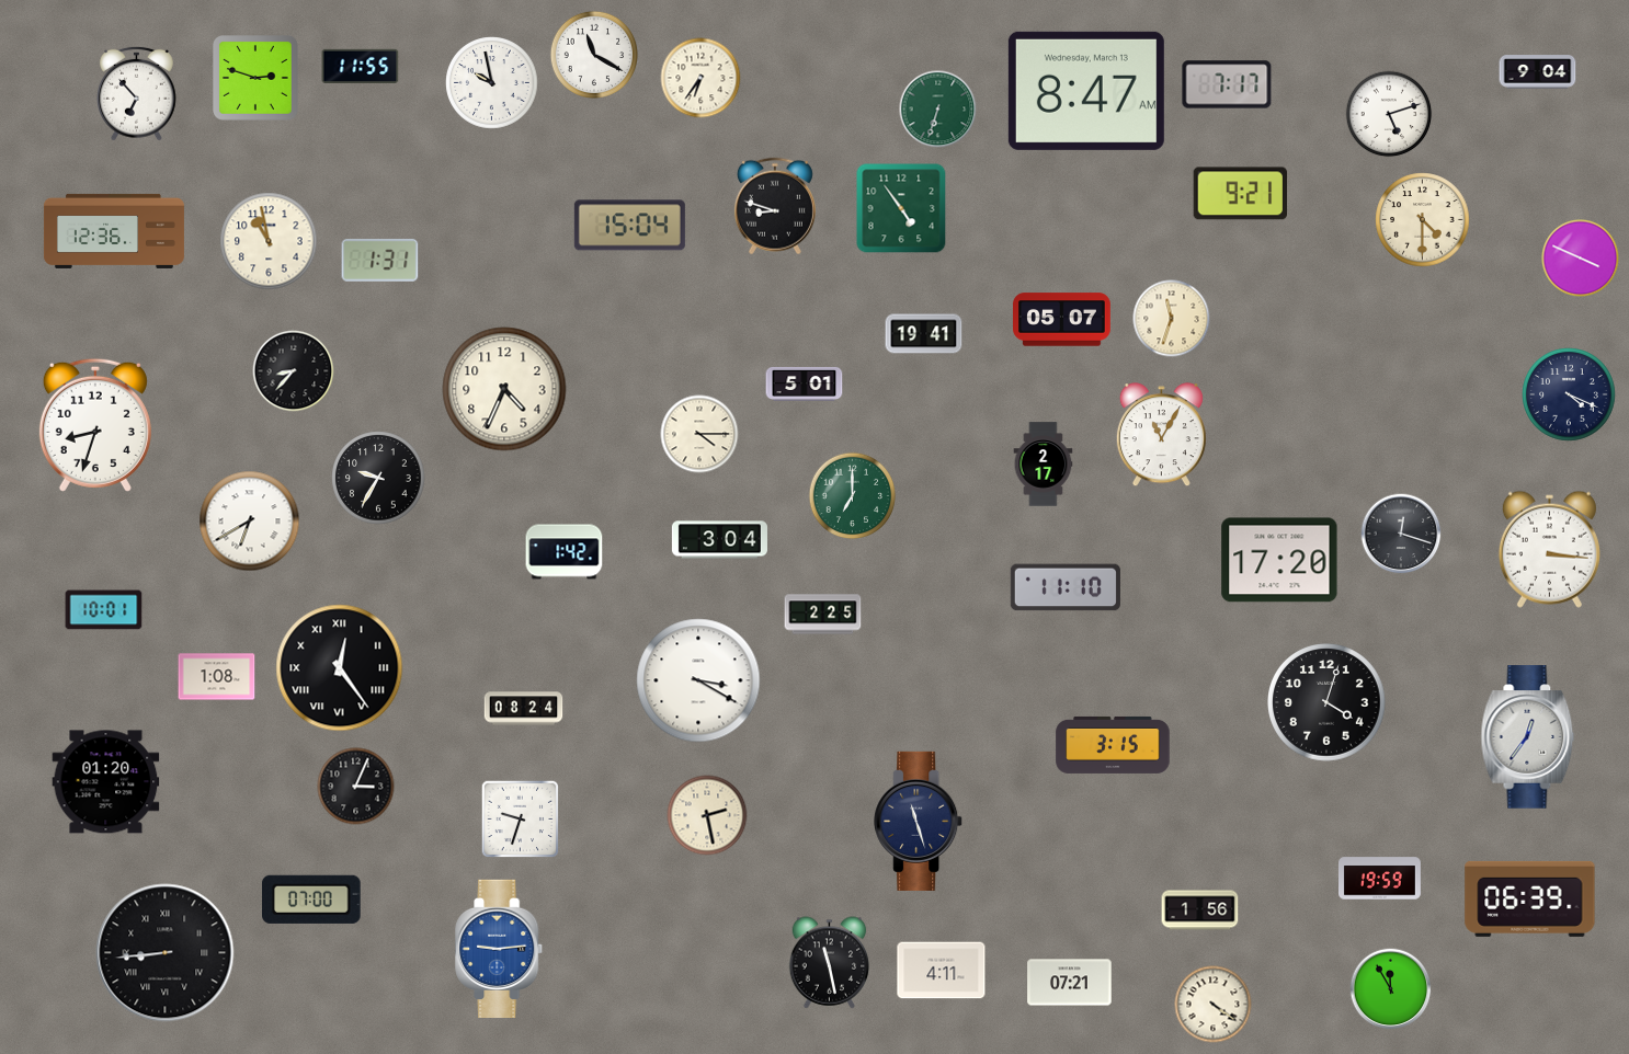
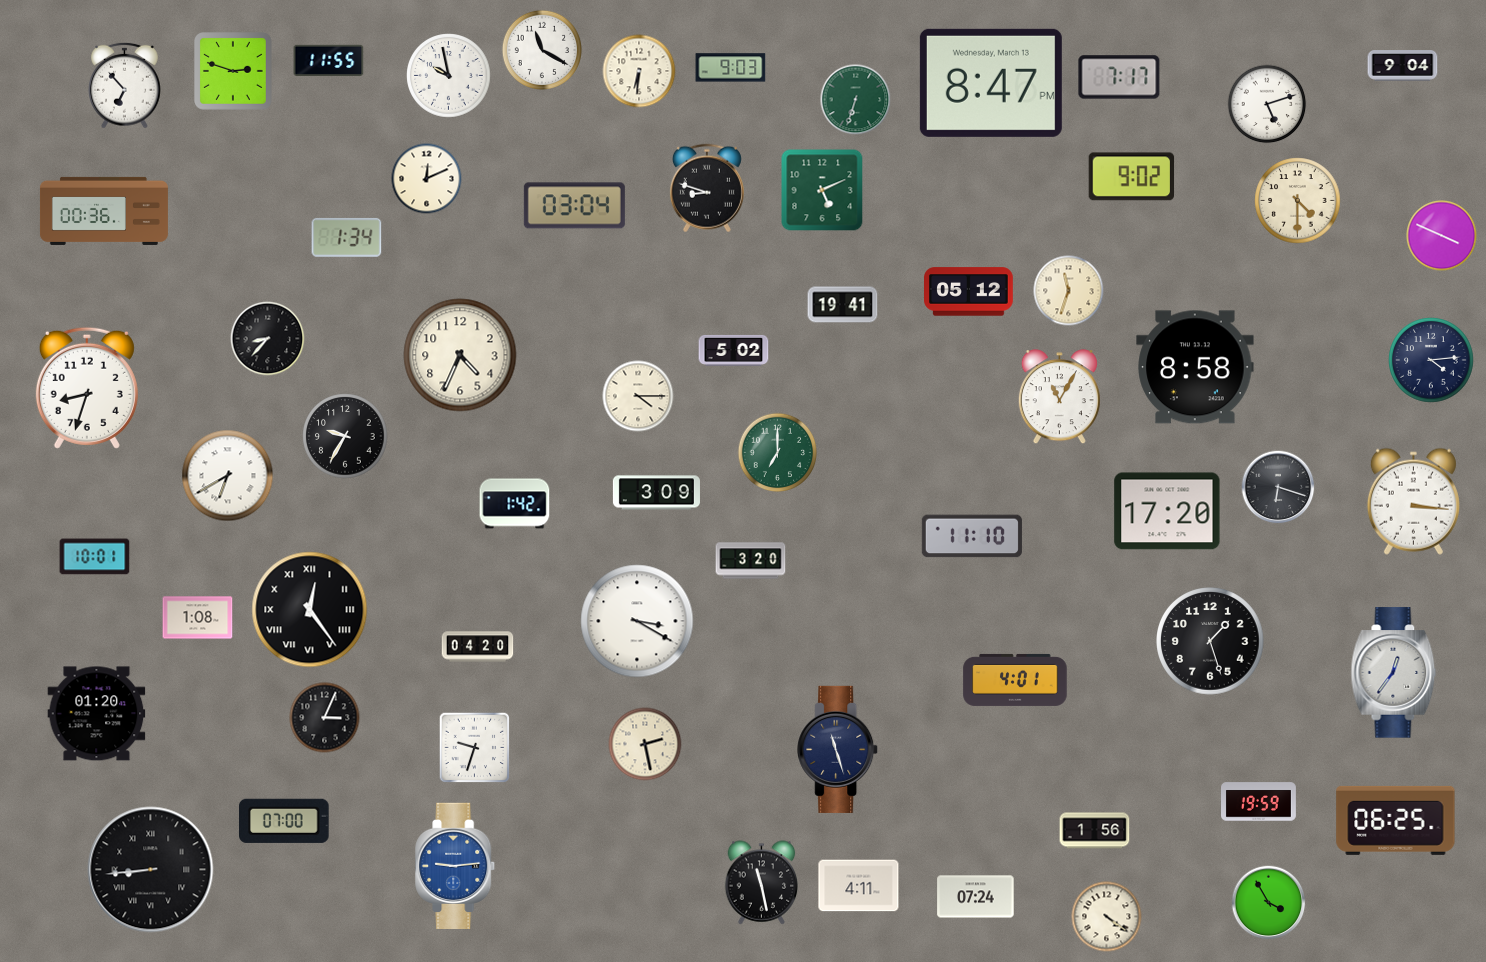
clock at (731, 68): none -> 9:03
clock at (700, 78): 6:36 -> 6:31
clock at (1086, 91): 8:47 AM -> 8:47 PM
clock at (1241, 194): 9:21 -> 9:02
clock at (427, 179): none -> 12:11
clock at (901, 208): 4:54 -> 5:11
clock at (629, 226): 15:04 -> 03:04
clock at (114, 231): 12:36 -> 00:36
clock at (269, 241): 10:58 -> none
clock at (380, 260): 1:31 -> 1:34
clock at (1062, 320): 05:07 -> 05:12
clock at (805, 383): 5:01 -> 5:02
clock at (1569, 394): 4:19 -> 4:14
clock at (1195, 367): none -> 8:58
clock at (1044, 465): 2:17 -> none
clock at (1401, 534): 12:18 -> 6:18
clock at (719, 540): 3:04 -> 3:09
clock at (823, 615): 2:25 -> 3:20
clock at (1328, 703): 4:03 -> 1:27
clock at (524, 709): 08:24 -> 04:20
clock at (1113, 745): 3:15 -> 4:01
clock at (1530, 898): 06:39 -> 06:25
clock at (830, 963) position: (830, 963) -> (762, 883)
clock at (1070, 983): 07:21 -> 07:24
clock at (1391, 989): 11:55 -> 3:55
